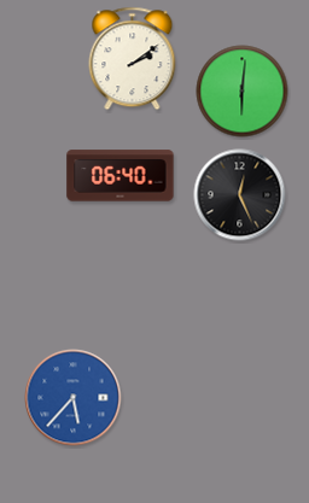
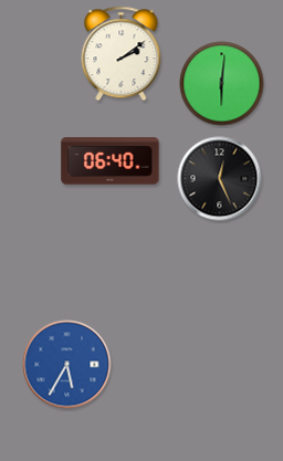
clock at (74, 398): 5:37 -> 5:35
